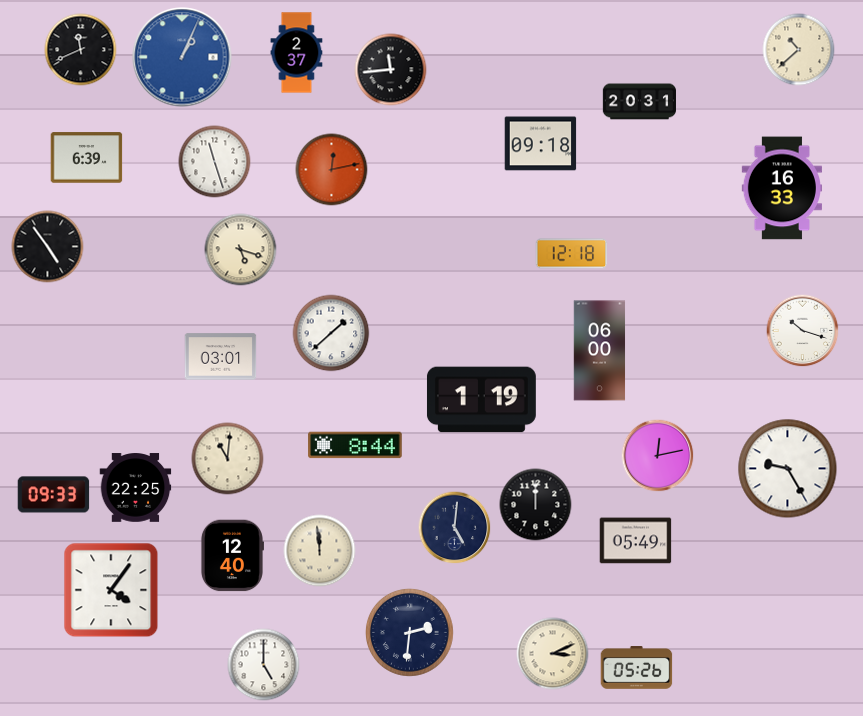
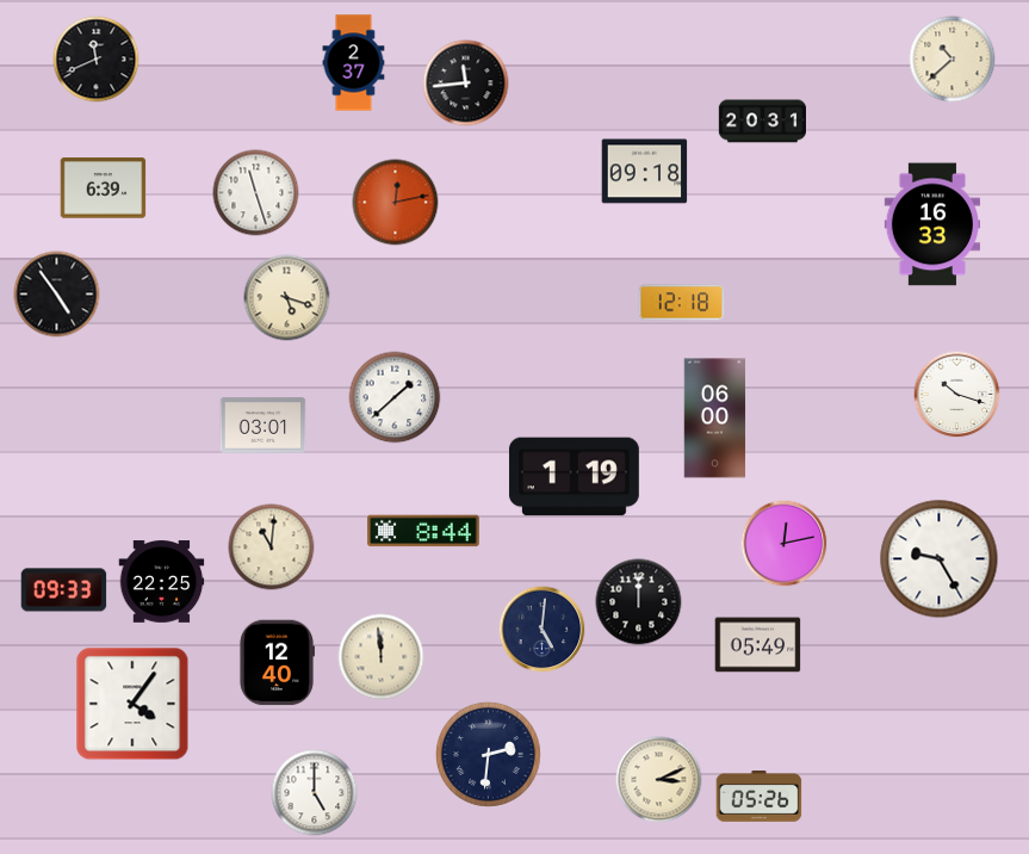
clock at (182, 57): 1:04 -> none
